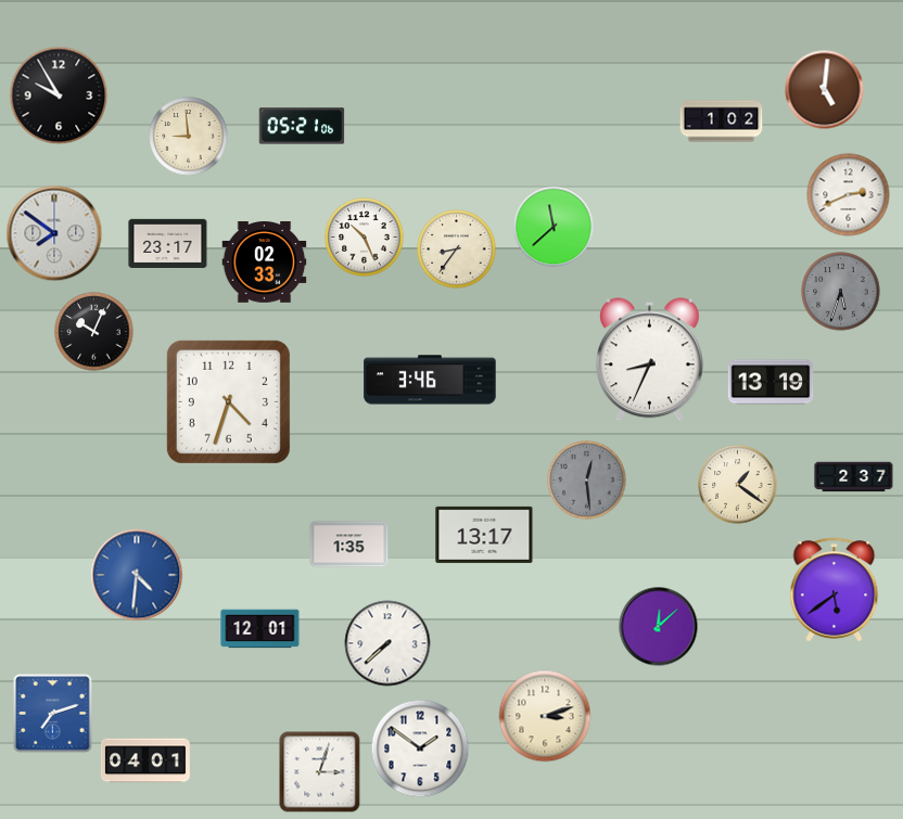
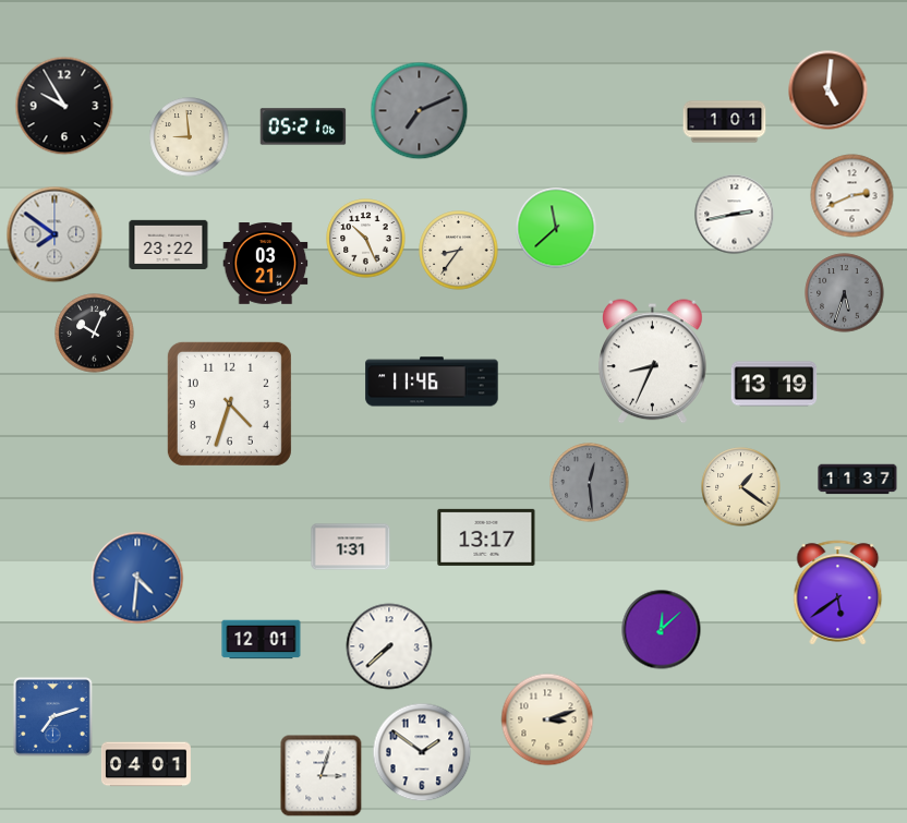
clock at (59, 95) position: (59, 95) -> (64, 106)
clock at (420, 111): none -> 7:11
clock at (722, 121): 1:02 -> 1:01
clock at (735, 215): none -> 2:43
clock at (168, 243): 23:17 -> 23:22
clock at (265, 263): 02:33 -> 03:21
clock at (430, 380): 3:46 -> 11:46
clock at (854, 477): 2:37 -> 11:37
clock at (349, 545): 1:35 -> 1:31
clock at (260, 629) position: (260, 629) -> (262, 640)
